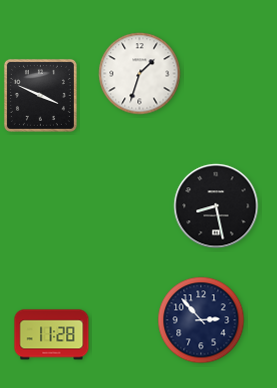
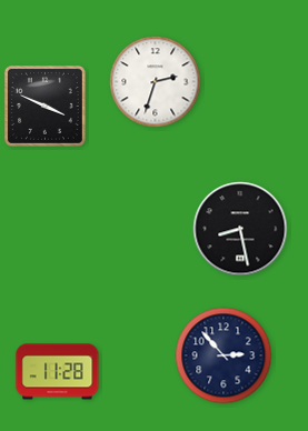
clock at (140, 74): 1:33 -> 2:33
